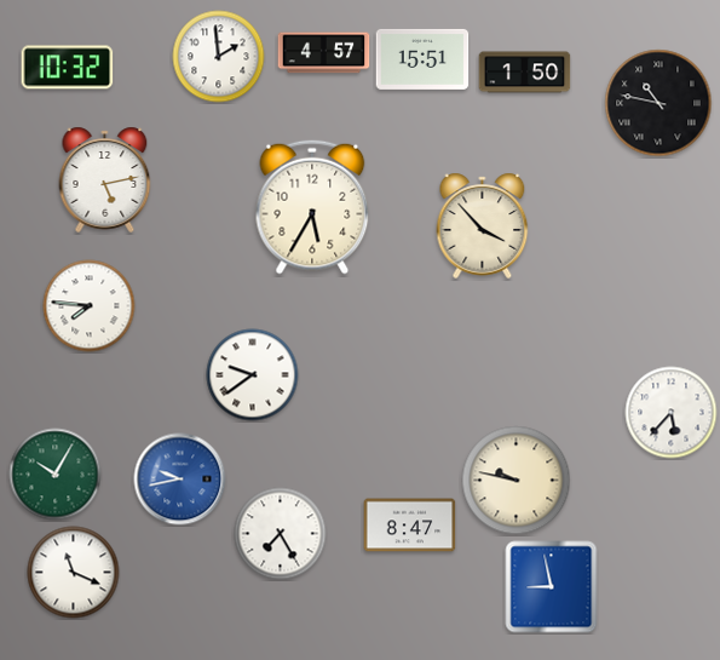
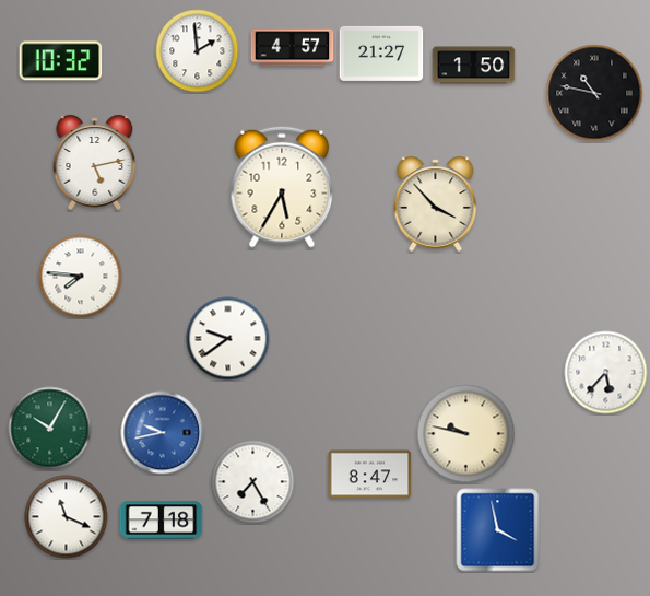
clock at (422, 59): 15:51 -> 21:27
clock at (162, 521): none -> 7:18
clock at (552, 587): 8:58 -> 3:58
